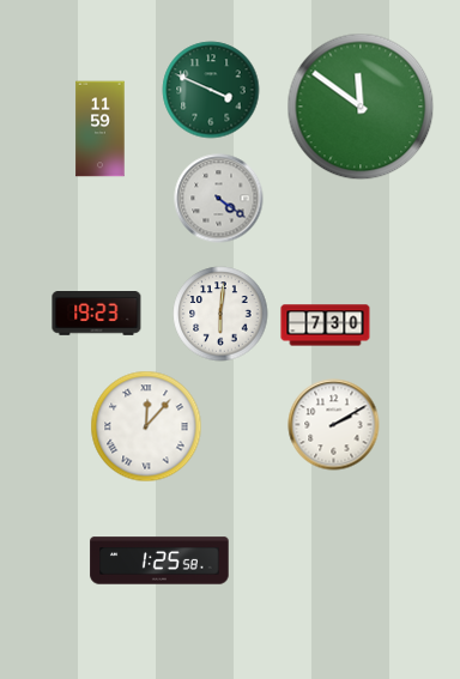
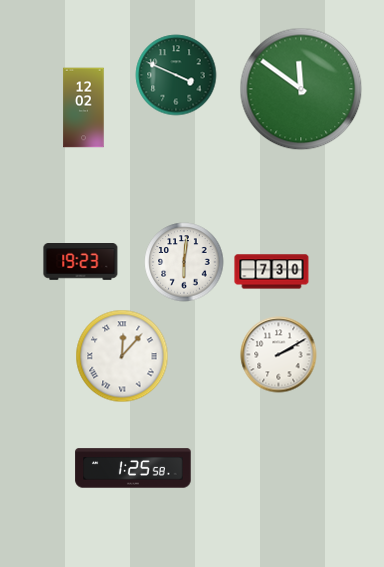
clock at (101, 129): 11:59 -> 12:02
clock at (219, 199): 4:21 -> none
